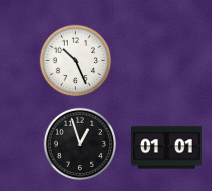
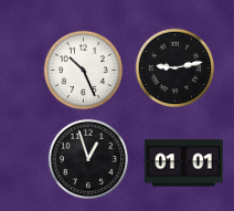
clock at (76, 61) position: (76, 61) -> (84, 71)
clock at (175, 68): none -> 9:13
